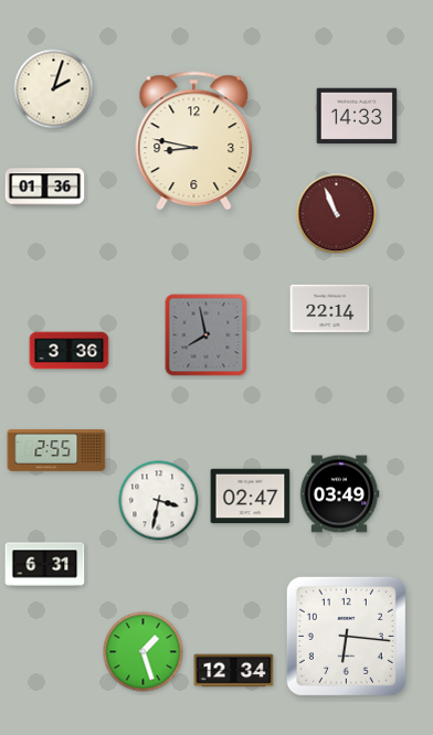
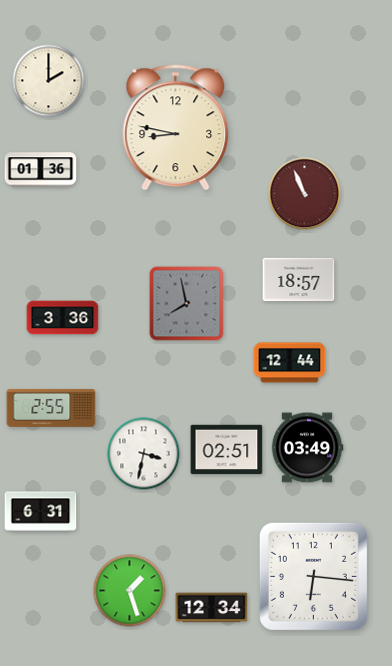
clock at (54, 89): 2:03 -> 2:00
clock at (357, 116): 14:33 -> none
clock at (330, 309): 22:14 -> 18:57
clock at (290, 363): none -> 12:44
clock at (251, 497): 02:47 -> 02:51
